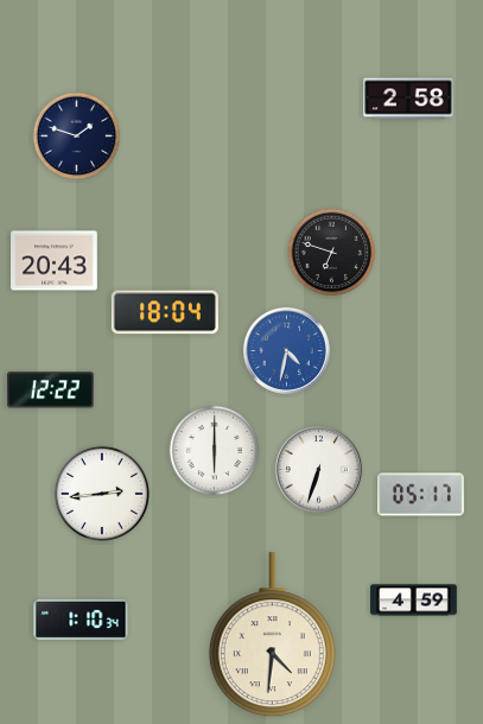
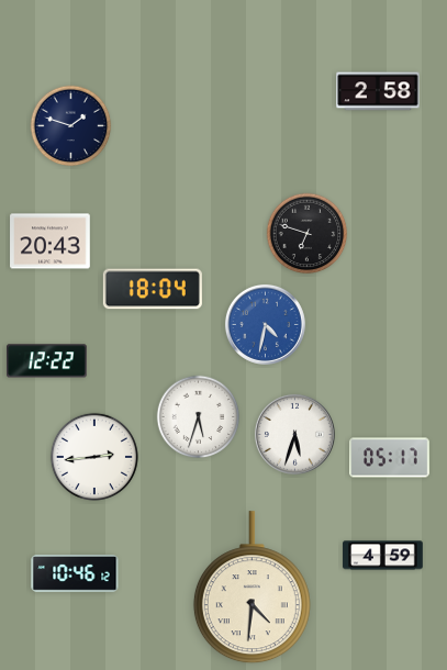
clock at (215, 451): 6:00 -> 5:33
clock at (318, 469): 6:33 -> 5:33
clock at (81, 621): 1:10 -> 10:46
